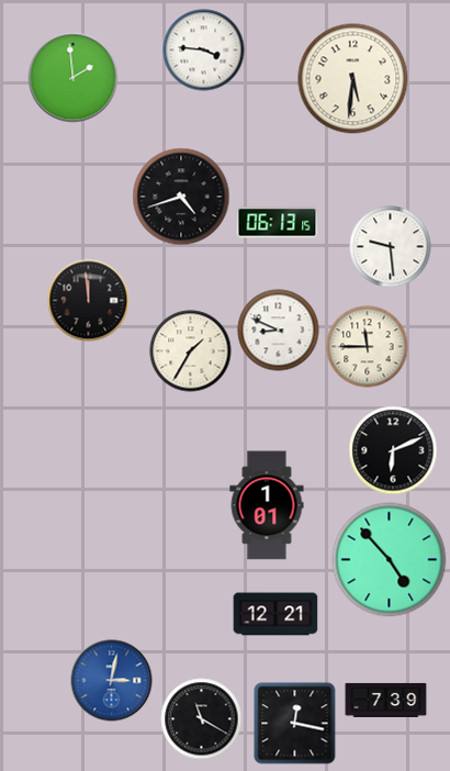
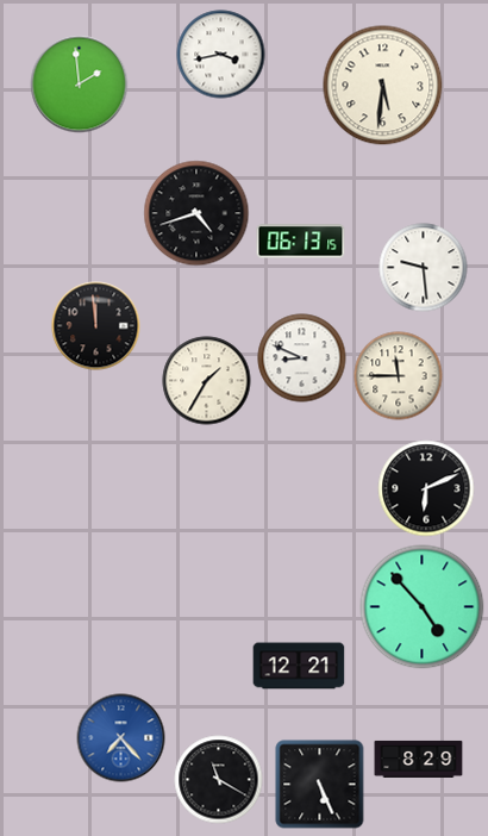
clock at (204, 51): 3:46 -> 3:43
clock at (267, 505): 1:01 -> none
clock at (112, 681): 3:02 -> 7:23
clock at (386, 700): 7:39 -> 8:29
clock at (295, 724): 12:17 -> 5:26
